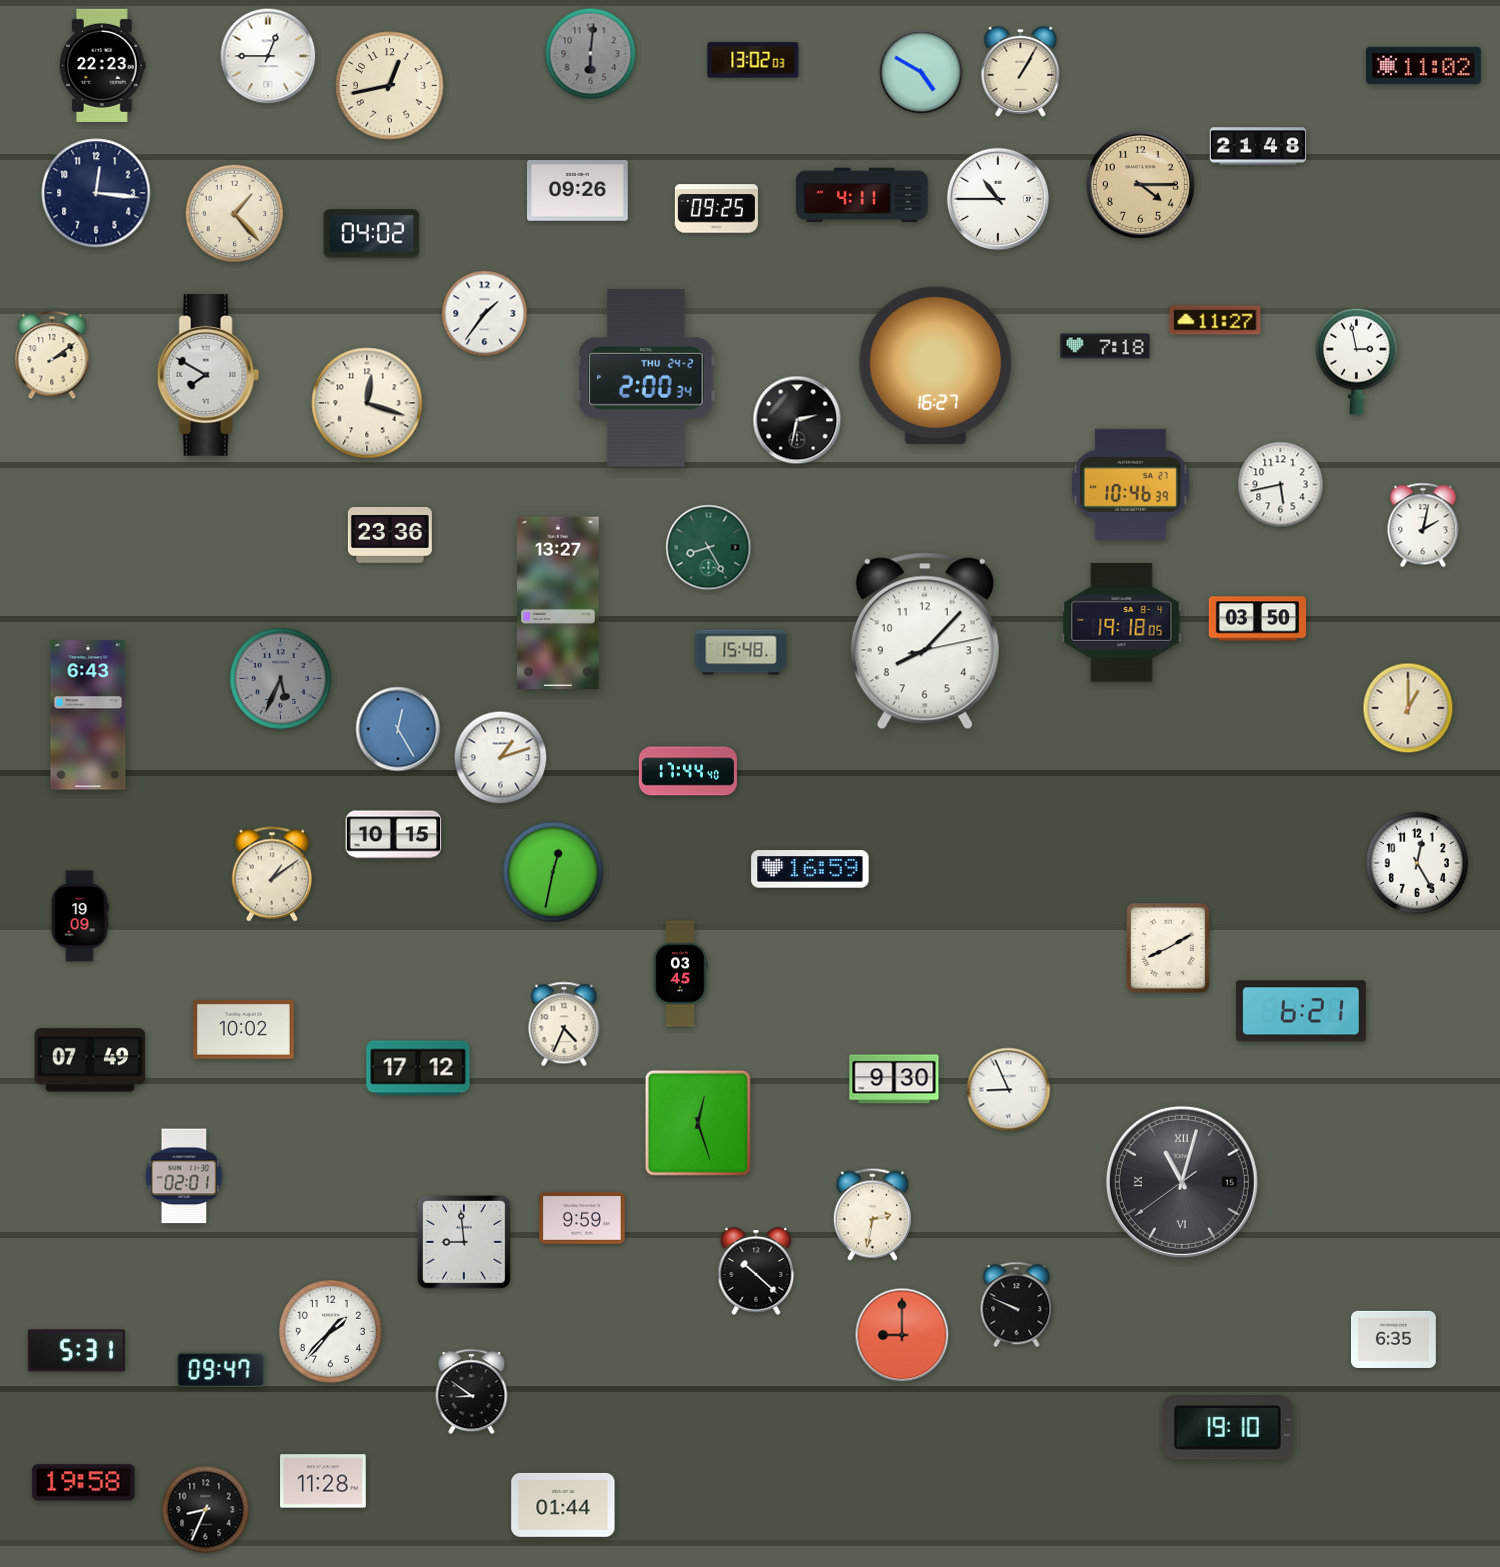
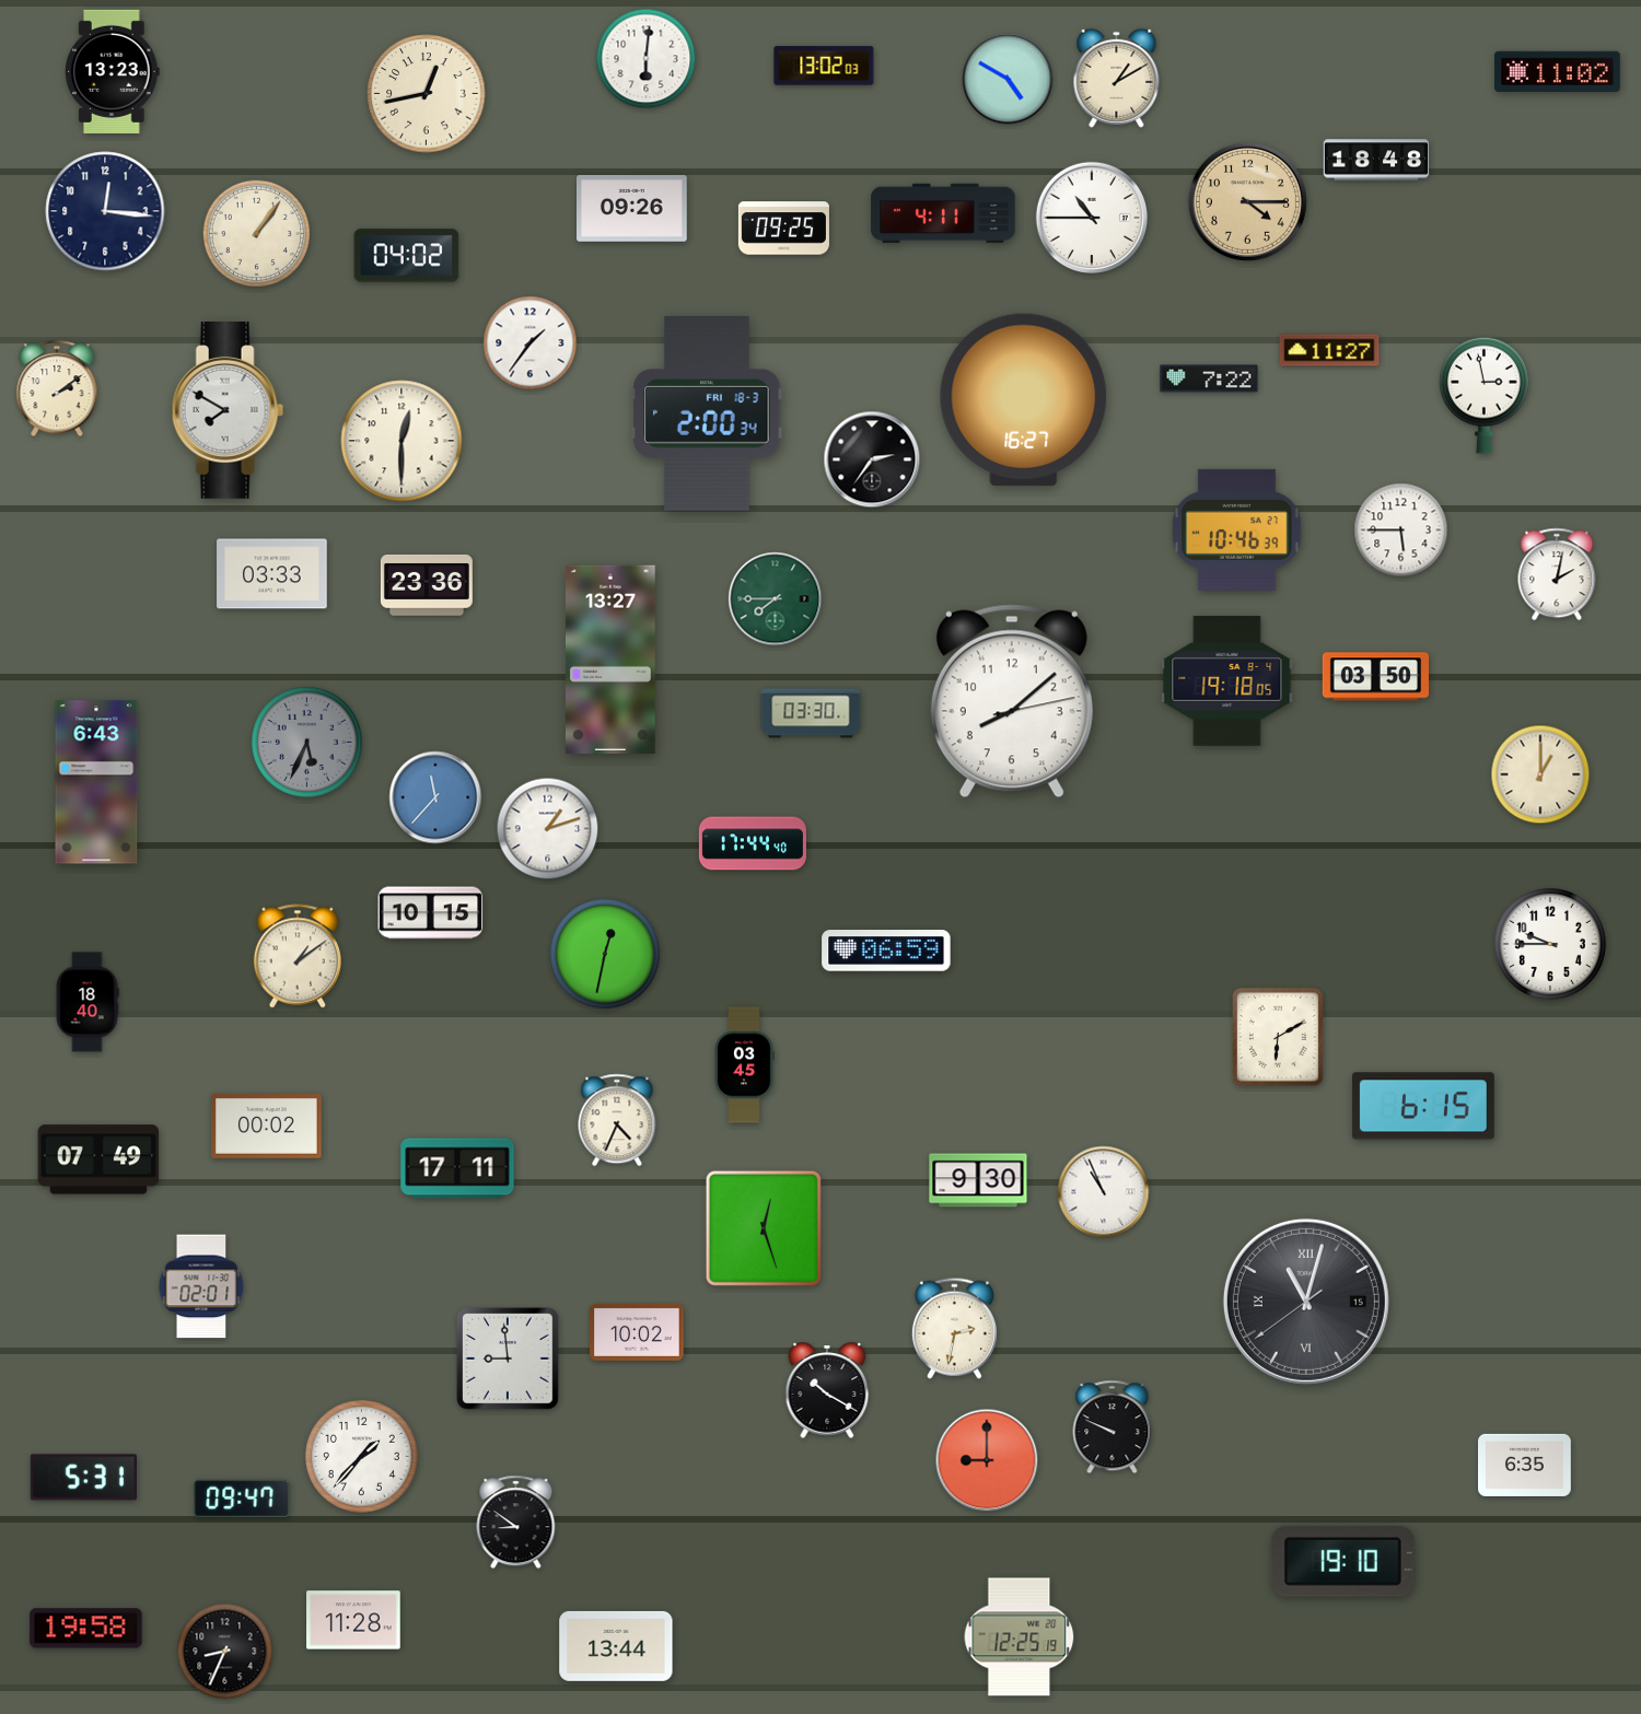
clock at (591, 54) dial: grey -> white
clock at (268, 56): 12:45 -> none
clock at (103, 65): 22:23 -> 13:23
clock at (1021, 71): 1:05 -> 1:10
clock at (1258, 146): 21:48 -> 18:48
clock at (234, 213): 1:23 -> 1:06
clock at (1105, 346): 7:18 -> 7:22
clock at (646, 378) date: THU 24-2 -> FRI 18-3
clock at (367, 403): 12:18 -> 12:30
clock at (797, 420): 2:32 -> 2:36
clock at (1281, 485): 5:43 -> 5:45
clock at (272, 574): none -> 03:33
clock at (709, 548): 8:25 -> 7:45
clock at (925, 641): 8:07 -> 8:08
clock at (741, 652): 15:48 -> 03:30
clock at (398, 729): 12:25 -> 11:37
clock at (1417, 863): 12:25 -> 9:45
clock at (810, 869): 16:59 -> 06:59
clock at (80, 916): 19:09 -> 18:40
clock at (1168, 948): 8:10 -> 6:10
clock at (1301, 1011): 6:21 -> 6:15
clock at (244, 1030): 10:02 -> 00:02
clock at (418, 1068): 17:12 -> 17:11
clock at (1009, 1090): 8:56 -> 10:56
clock at (1182, 1182) position: (1182, 1182) -> (1306, 1302)
clock at (582, 1218): 9:59 -> 10:02
clock at (756, 1271): 10:22 -> 10:20
clock at (84, 1483) position: (84, 1483) -> (86, 1629)
clock at (1020, 1637): none -> 12:25
clock at (563, 1505): 01:44 -> 13:44
